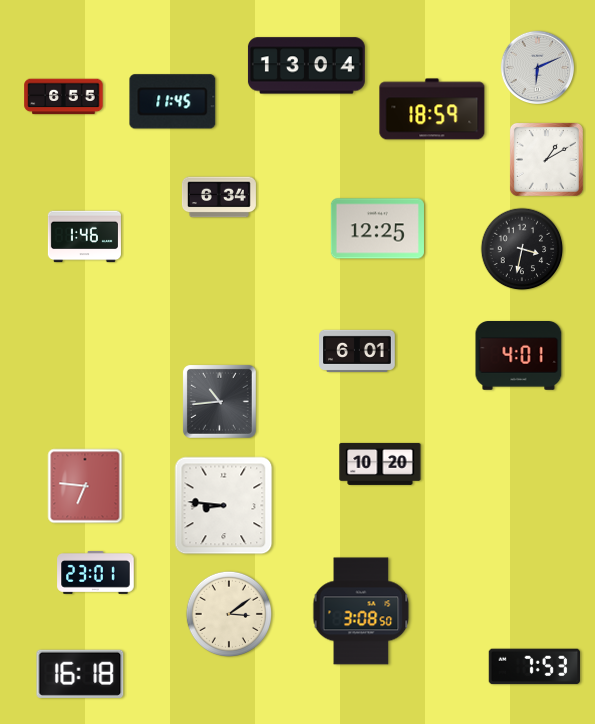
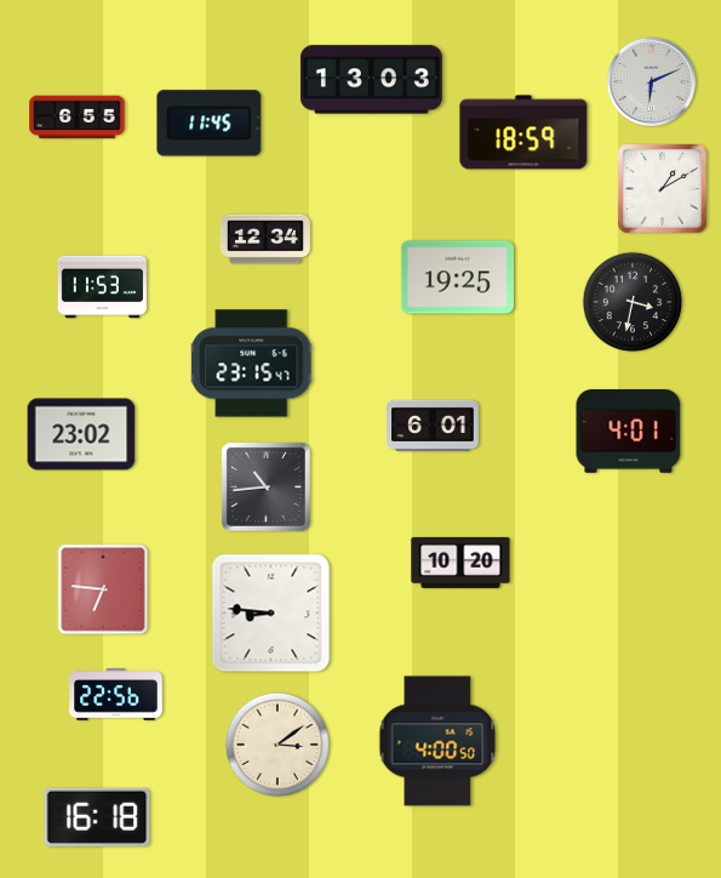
clock at (306, 66): 13:04 -> 13:03
clock at (546, 159) position: (546, 159) -> (662, 188)
clock at (219, 197): 6:34 -> 12:34
clock at (377, 229): 12:25 -> 19:25
clock at (84, 237): 1:46 -> 11:53
clock at (252, 364): none -> 23:15
clock at (81, 434): none -> 23:02
clock at (96, 573): 23:01 -> 22:56
clock at (361, 611): 3:08 -> 4:00
clock at (535, 667): 7:53 -> none
